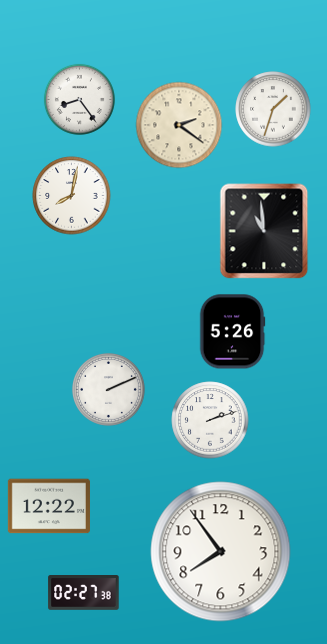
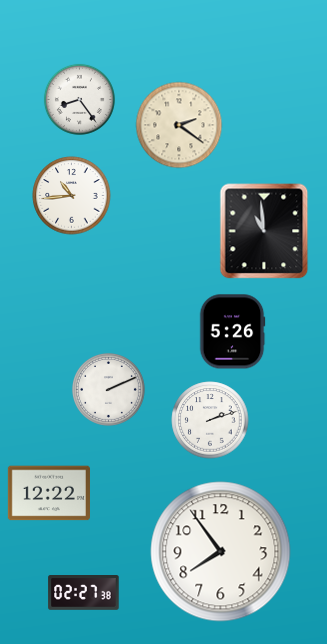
clock at (273, 109): 1:33 -> none
clock at (72, 196): 8:02 -> 10:44
clock at (49, 506) position: (49, 506) -> (49, 493)
